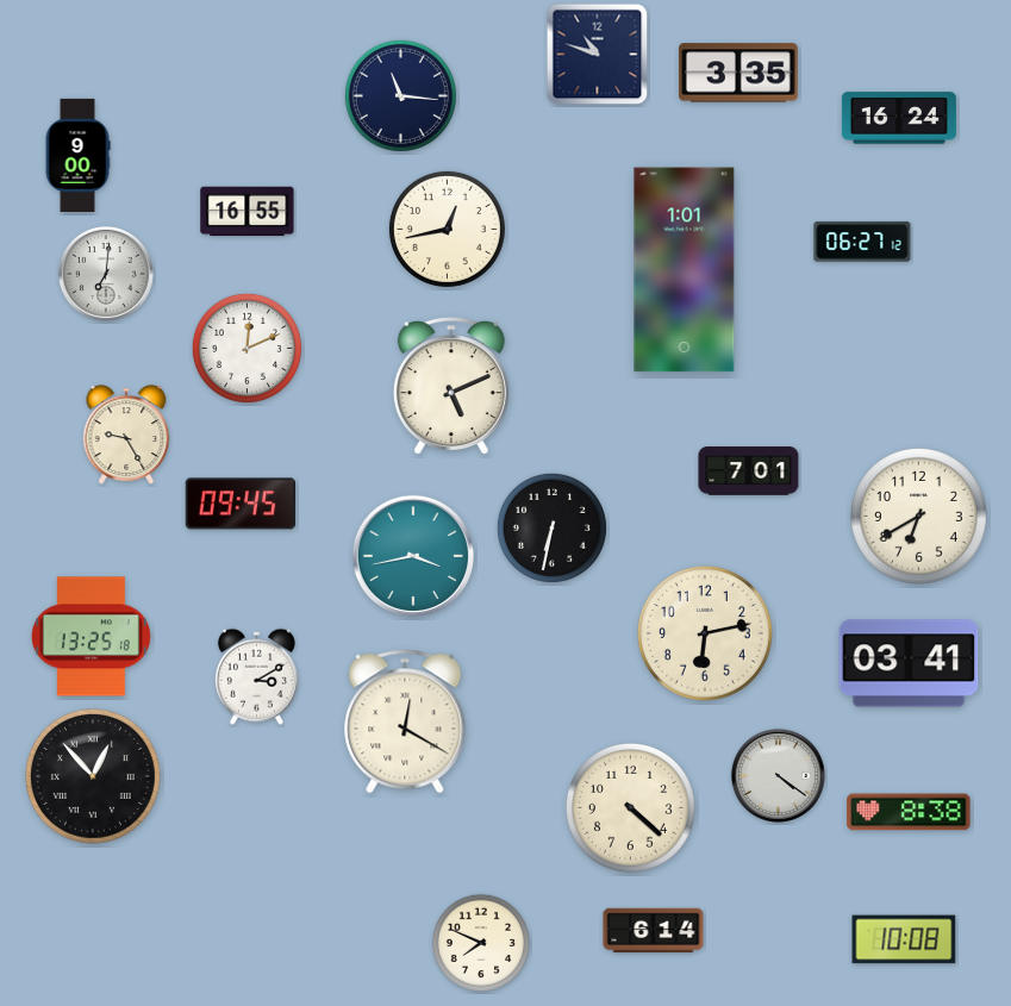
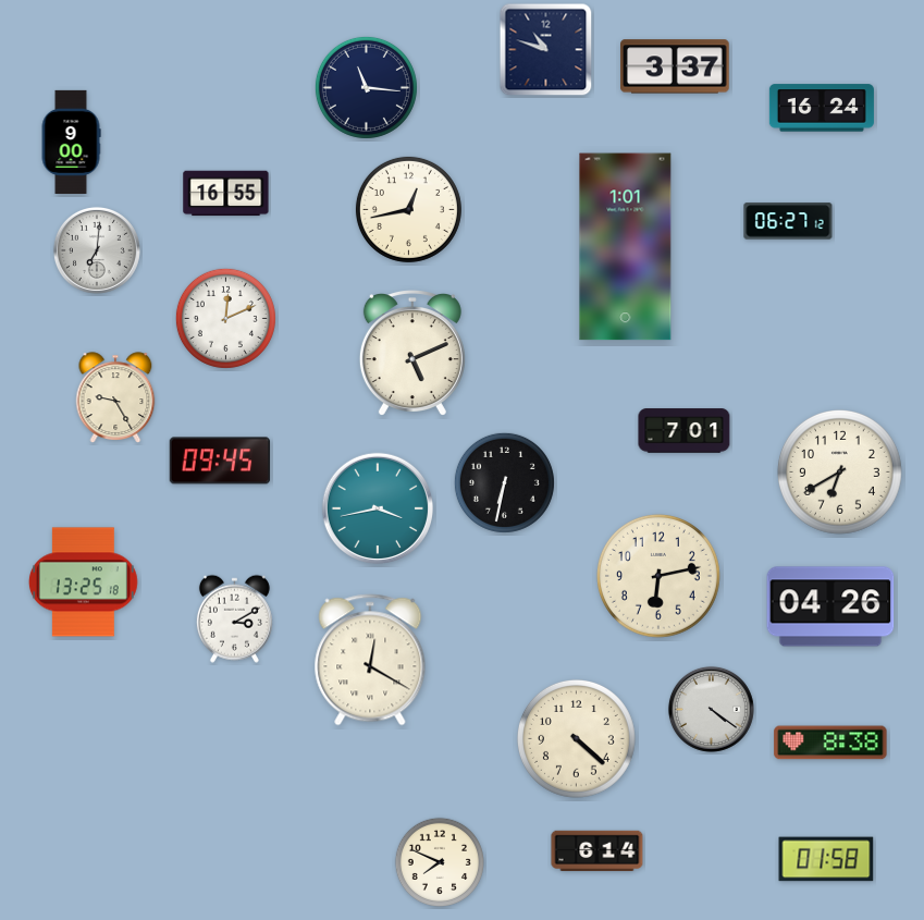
clock at (739, 73): 3:35 -> 3:37
clock at (705, 633) position: (705, 633) -> (658, 576)
clock at (909, 663): 03:41 -> 04:26
clock at (93, 776): 12:53 -> none
clock at (904, 939): 10:08 -> 01:58
